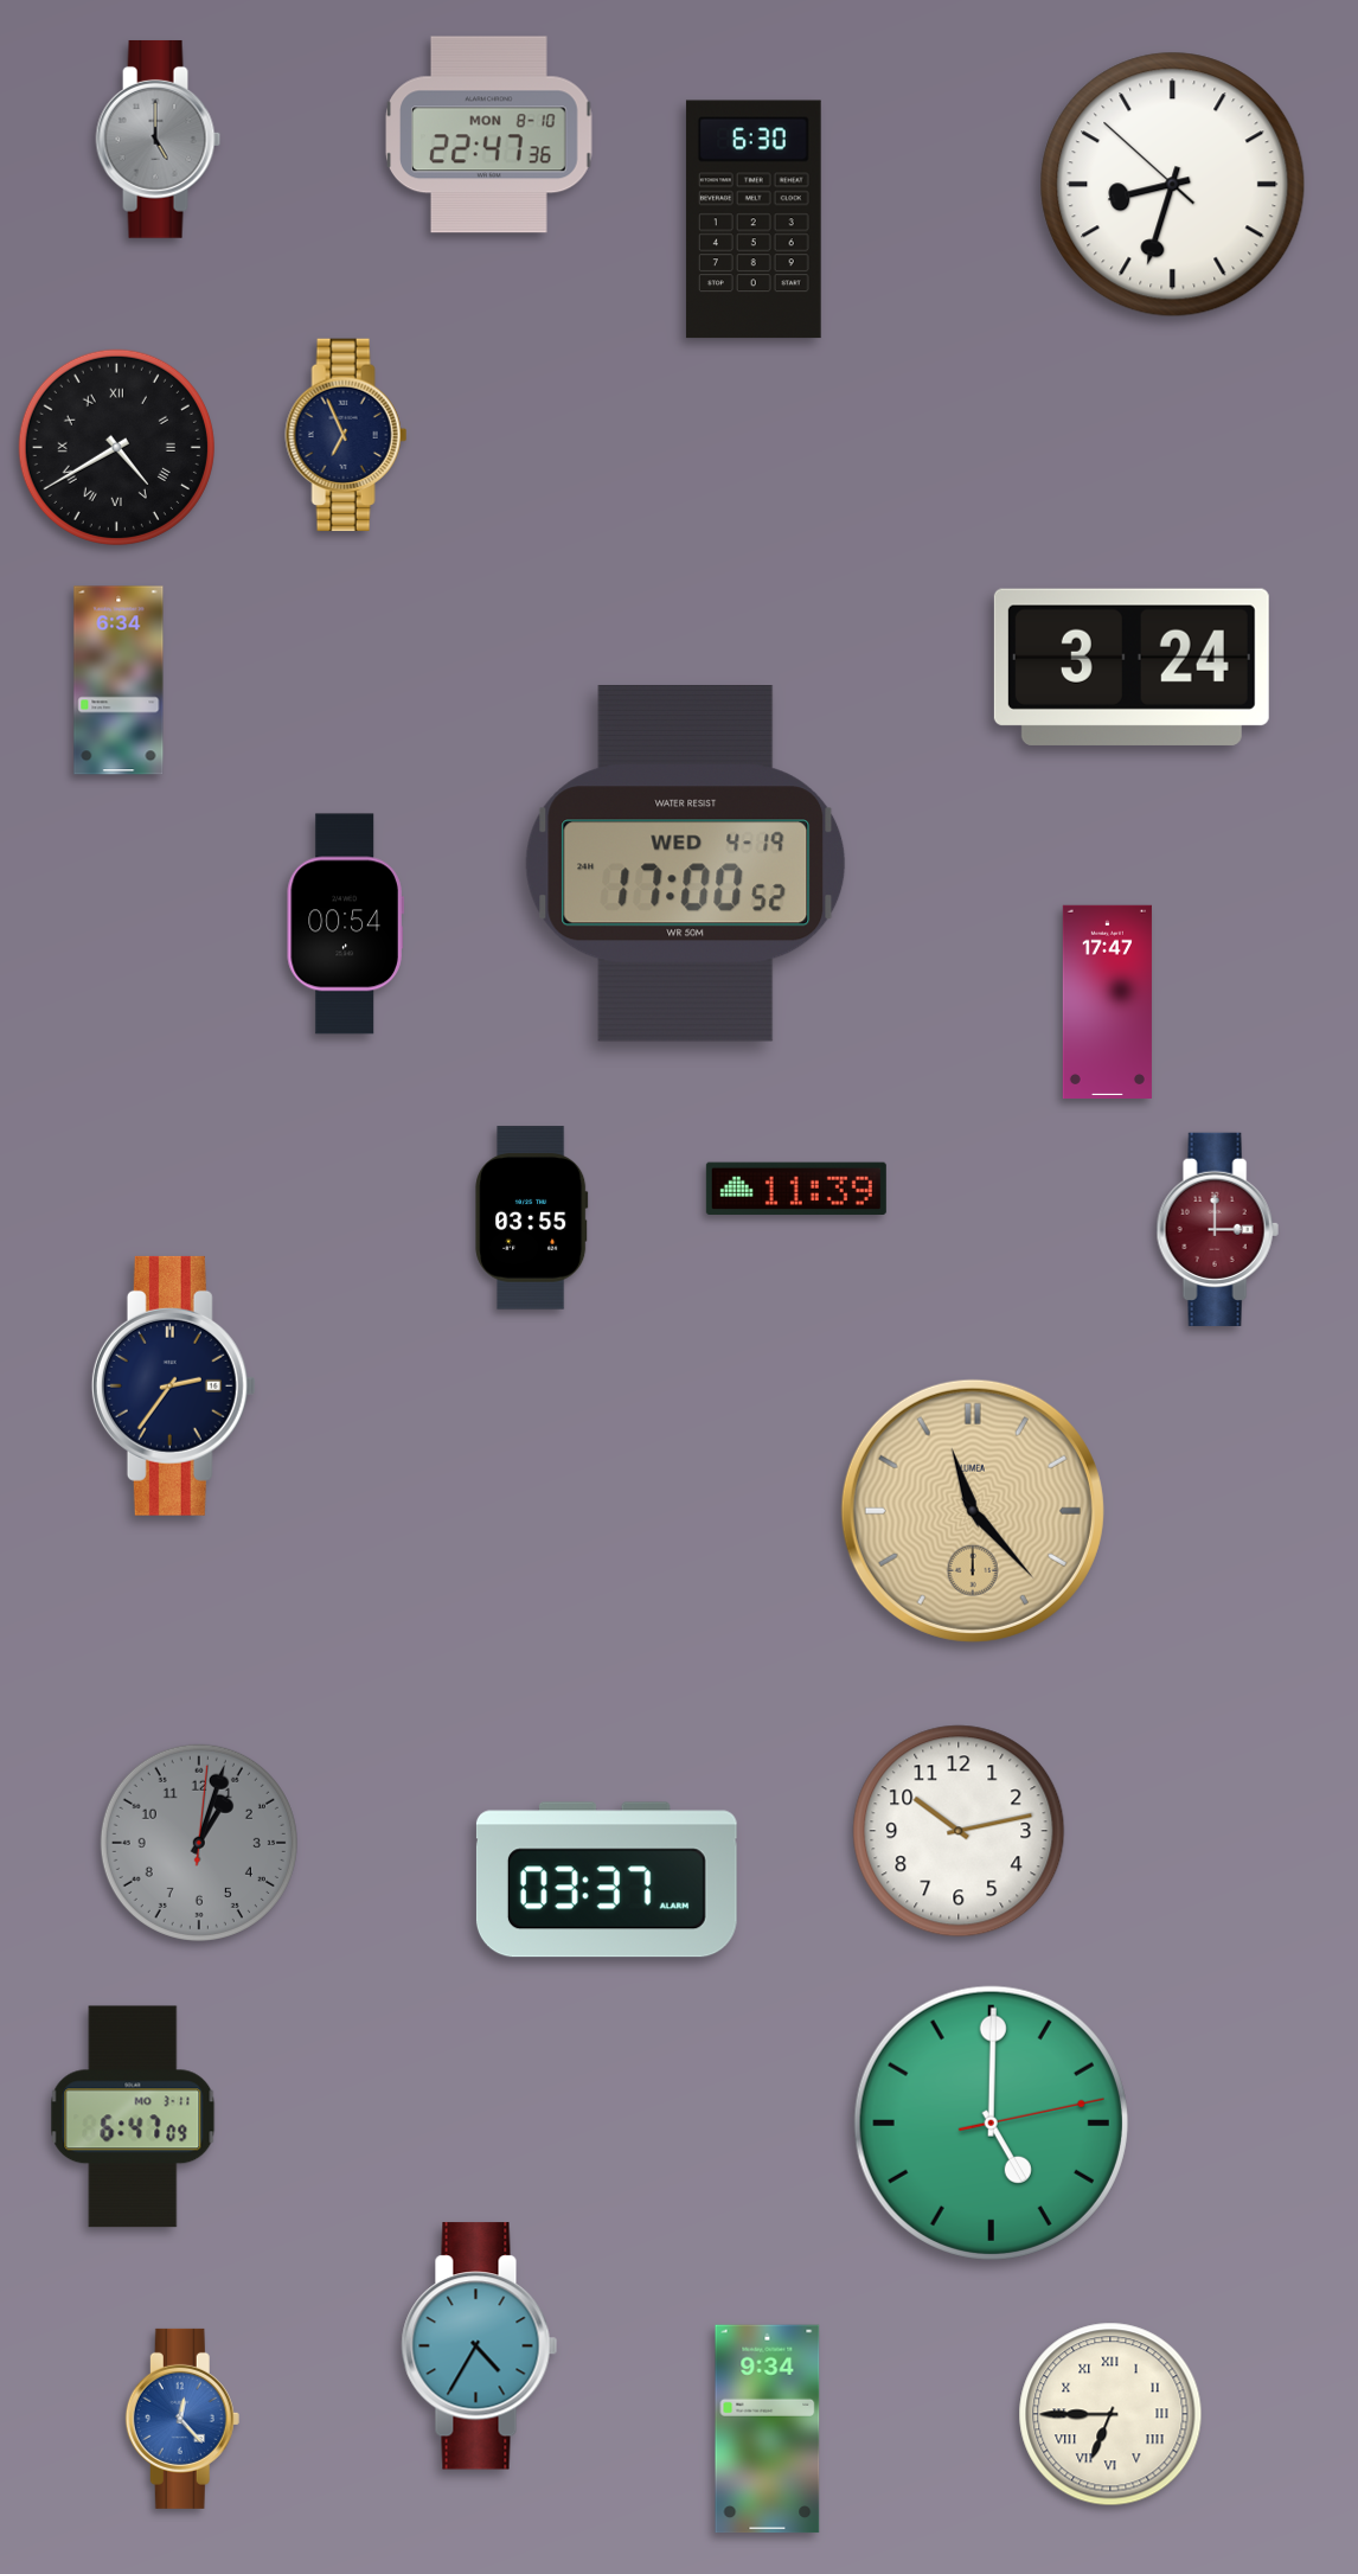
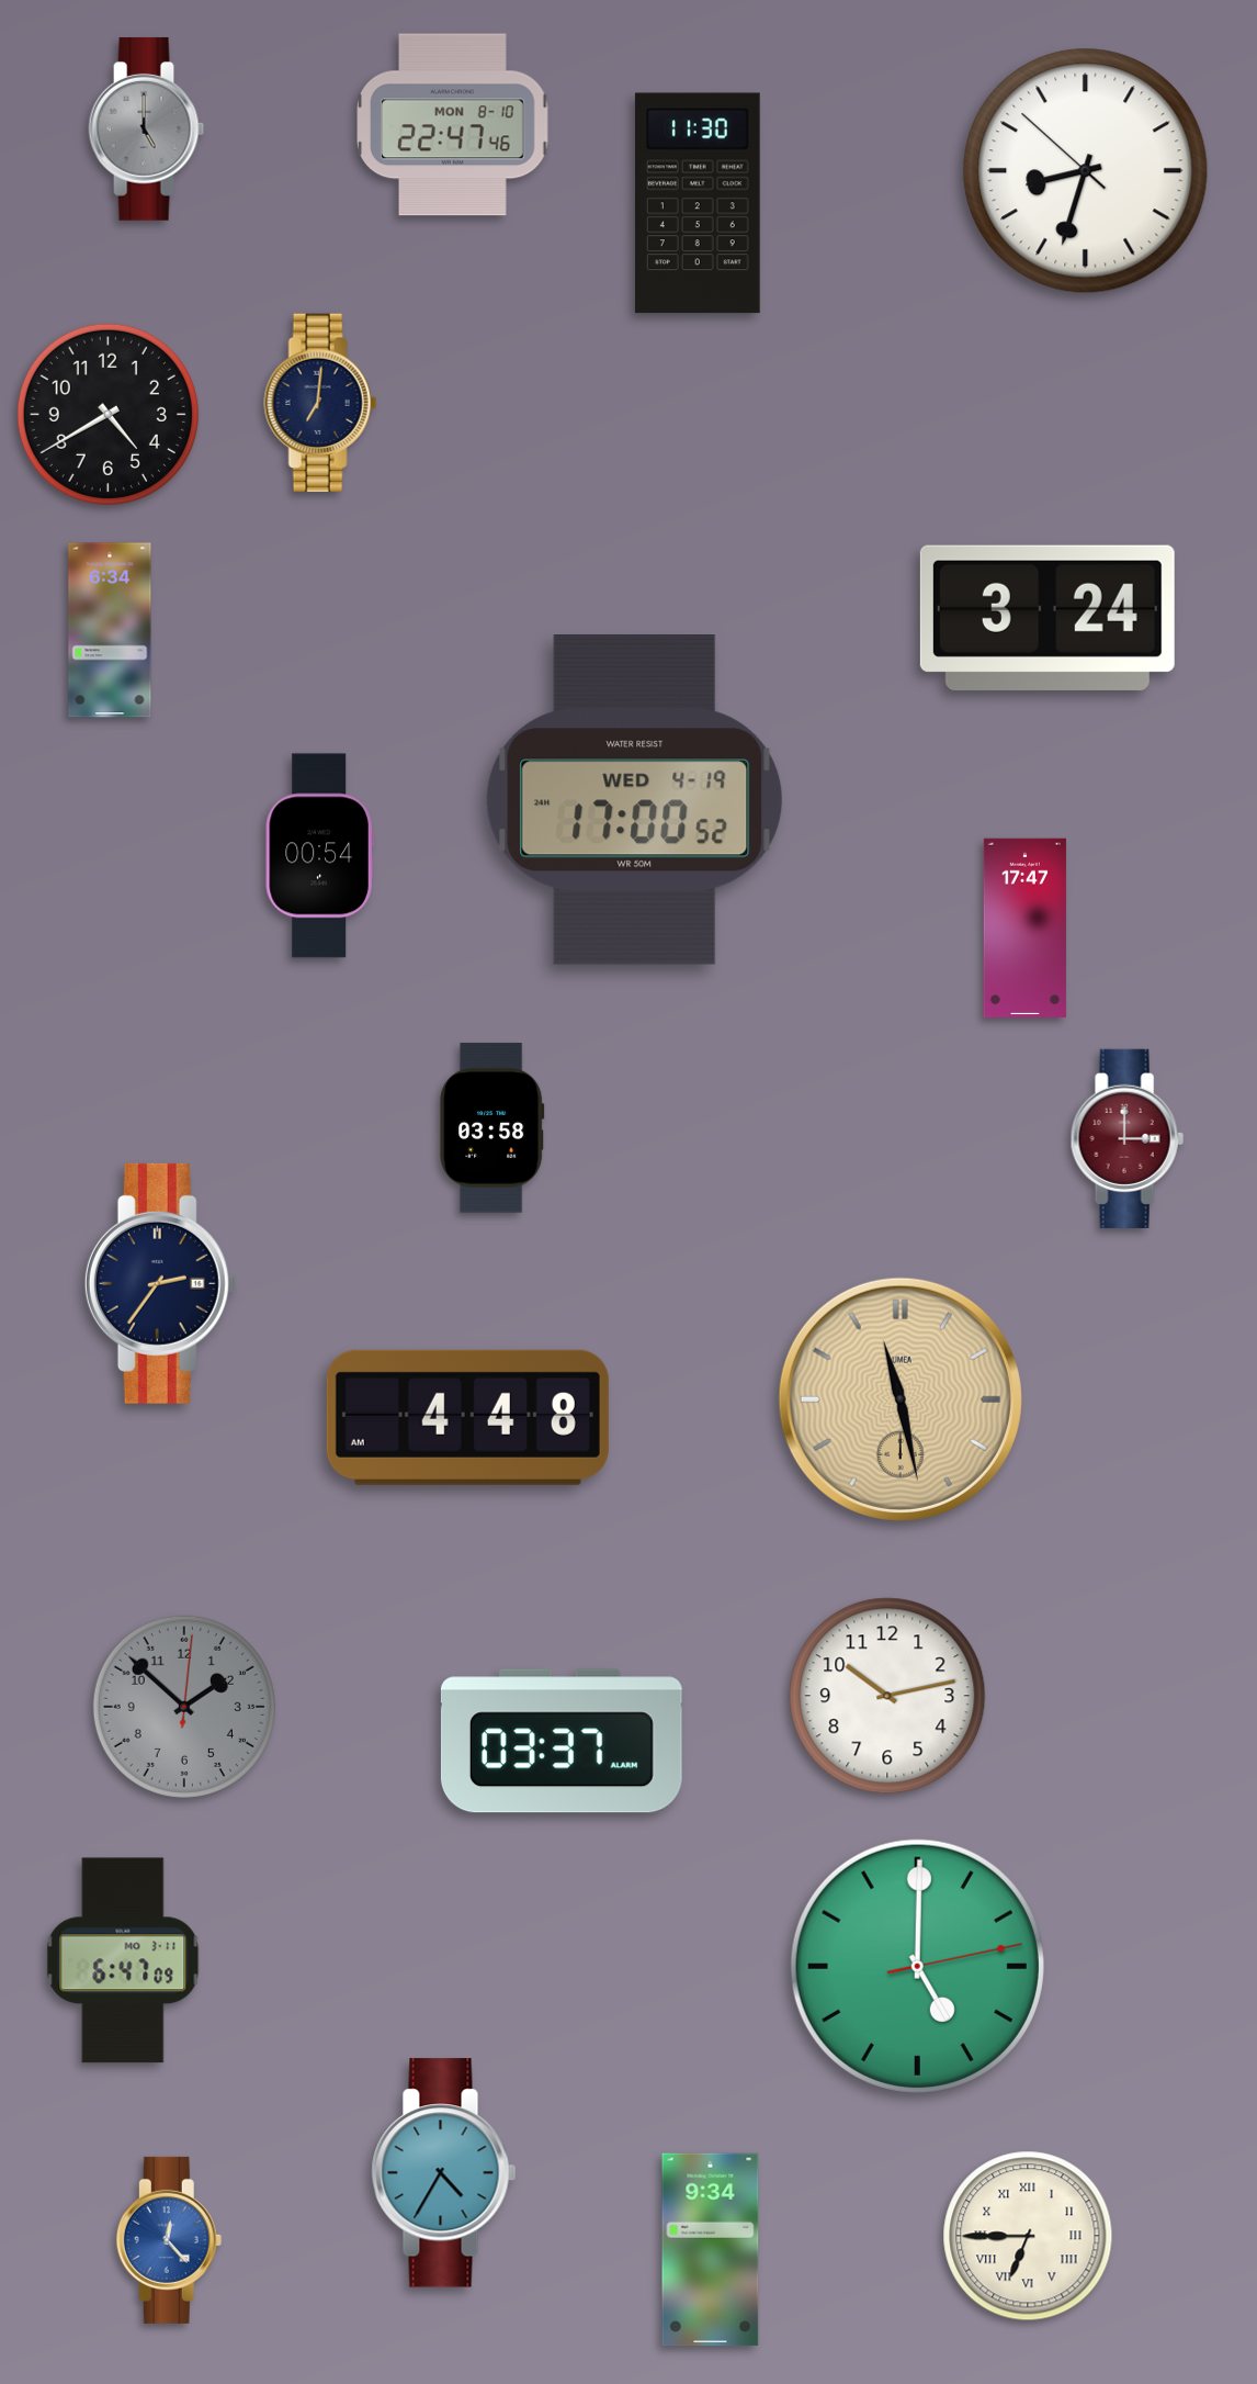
clock at (489, 135): 22:47:36 -> 22:47:46
clock at (754, 219): 6:30 -> 11:30
clock at (346, 435): 6:56 -> 7:01
clock at (116, 447) numerals: Roman -> Arabic
clock at (796, 1189): 11:39 -> none
clock at (532, 1218): 03:55 -> 03:58
clock at (973, 1511): 11:23 -> 11:28
clock at (467, 1417): none -> 4:48
clock at (199, 1843): 1:03 -> 1:52
